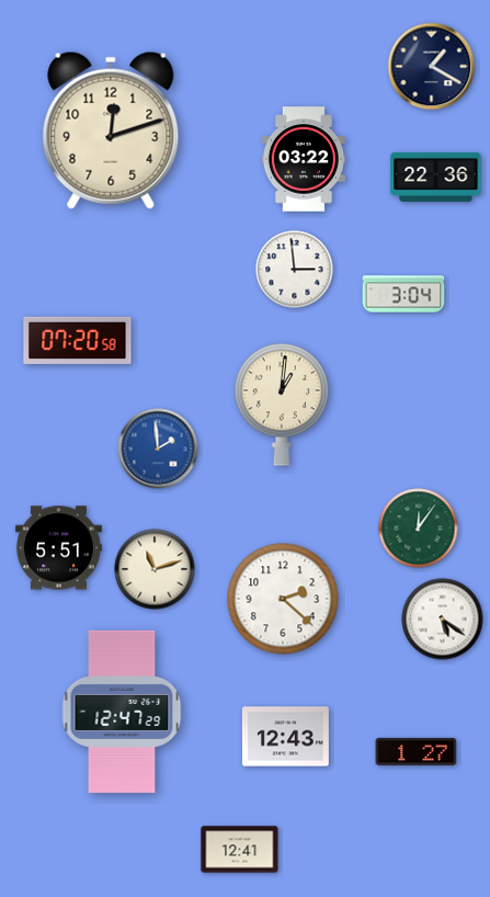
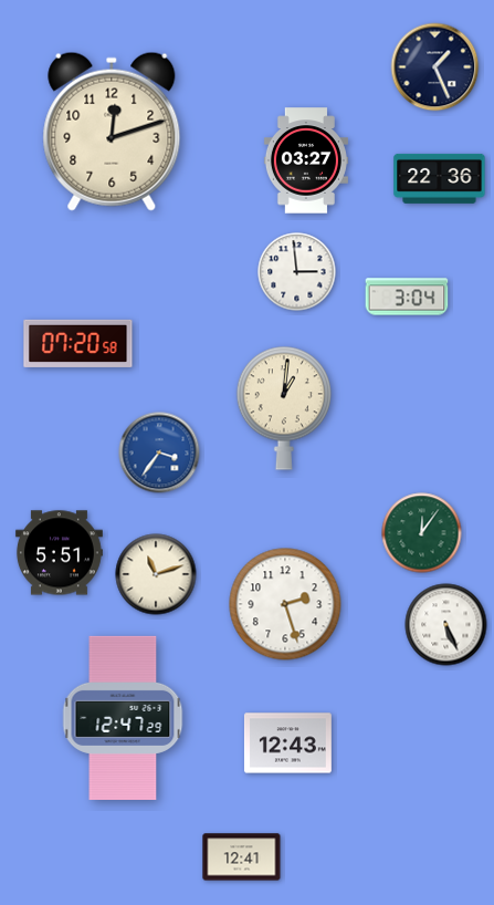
clock at (432, 67): 1:20 -> 1:26
clock at (304, 159): 03:22 -> 03:27
clock at (158, 449): 1:59 -> 3:36
clock at (283, 599): 2:22 -> 2:27
clock at (443, 620): 5:21 -> 5:26
clock at (417, 751): 1:27 -> none
